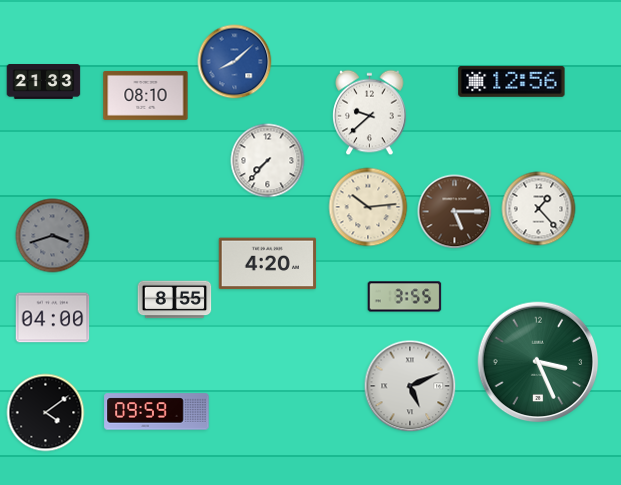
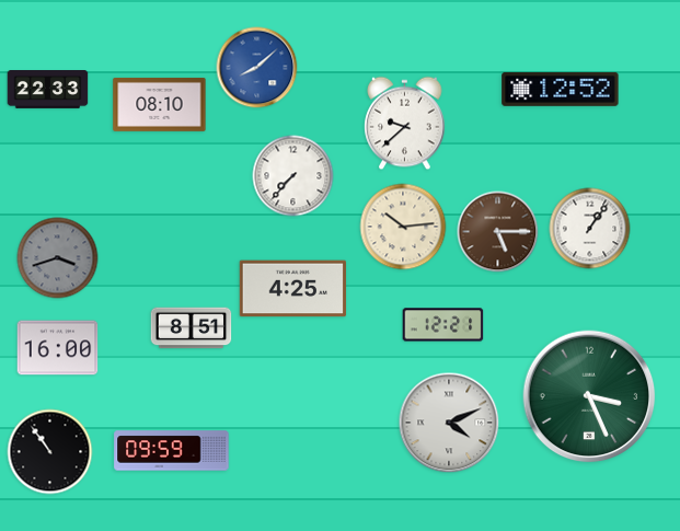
clock at (512, 81): 12:56 -> 12:52
clock at (44, 82): 21:33 -> 22:33
clock at (539, 209): 1:23 -> 1:06
clock at (268, 264): 4:20 -> 4:25
clock at (405, 297): 3:55 -> 12:21
clock at (175, 300): 8:55 -> 8:51
clock at (53, 318): 04:00 -> 16:00
clock at (410, 386): 5:11 -> 4:11
clock at (46, 413): 4:09 -> 10:54
